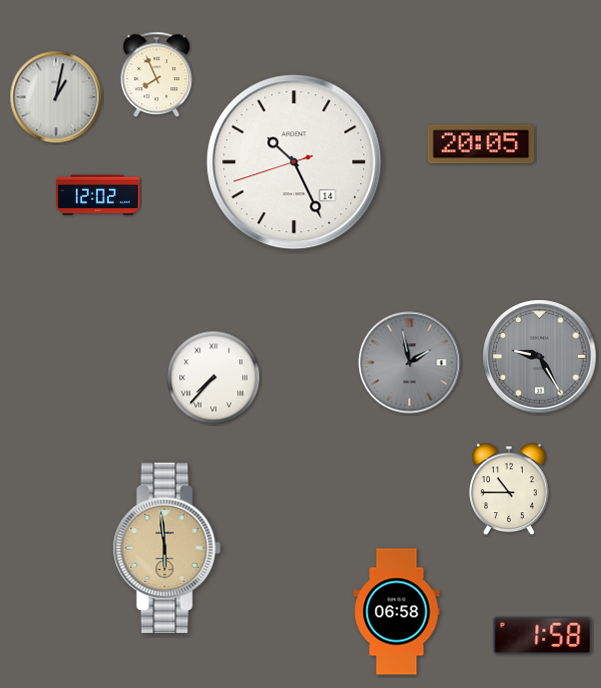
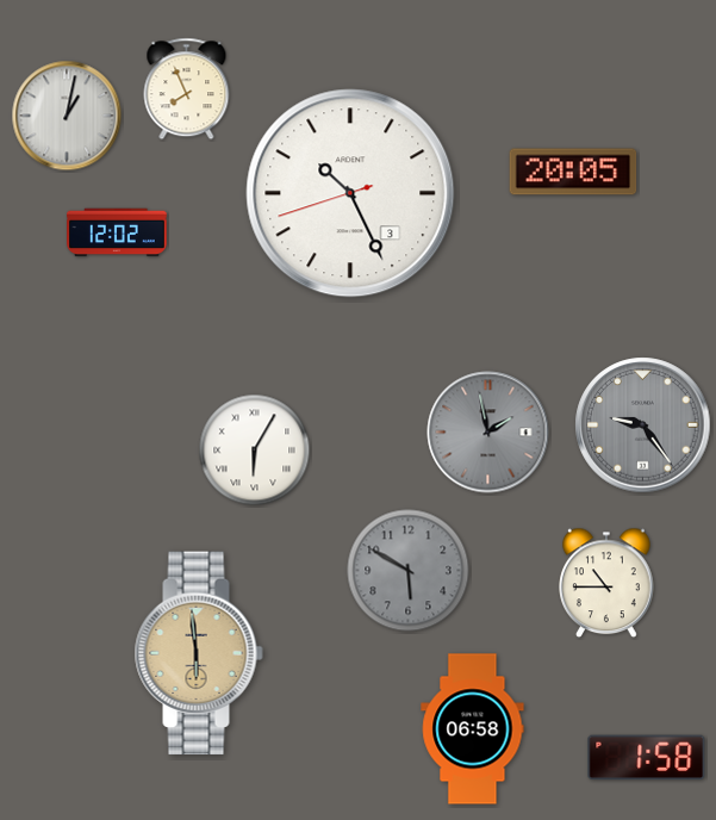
clock at (294, 162) date: 14 -> 3
clock at (540, 357): 9:25 -> 9:24
clock at (214, 378): 7:37 -> 6:05
clock at (409, 571): none -> 5:50
